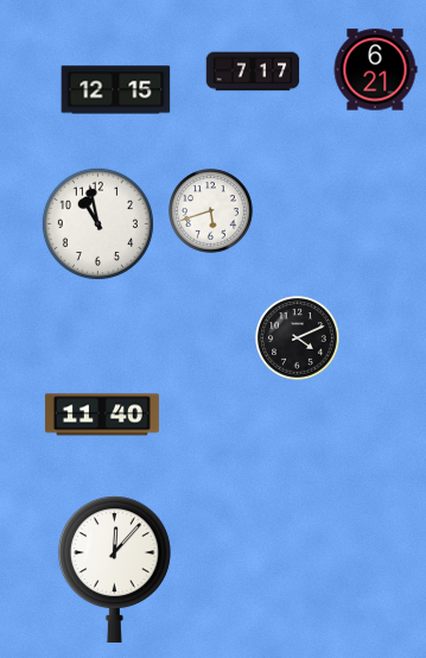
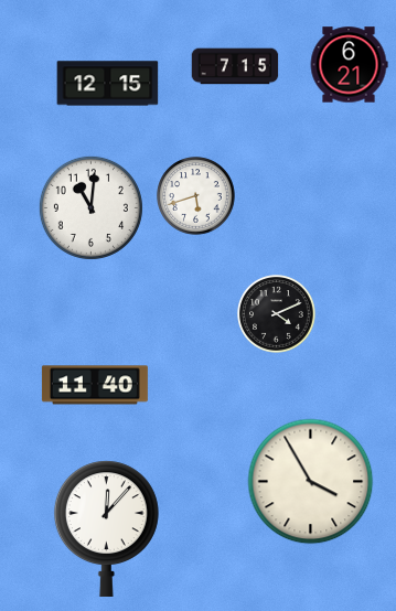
clock at (253, 71): 7:17 -> 7:15
clock at (97, 223): 10:58 -> 11:01
clock at (311, 482): none -> 3:55
